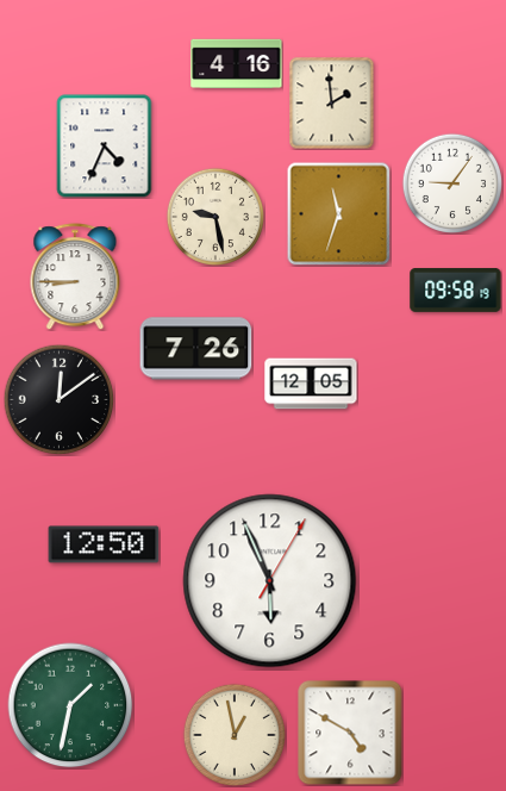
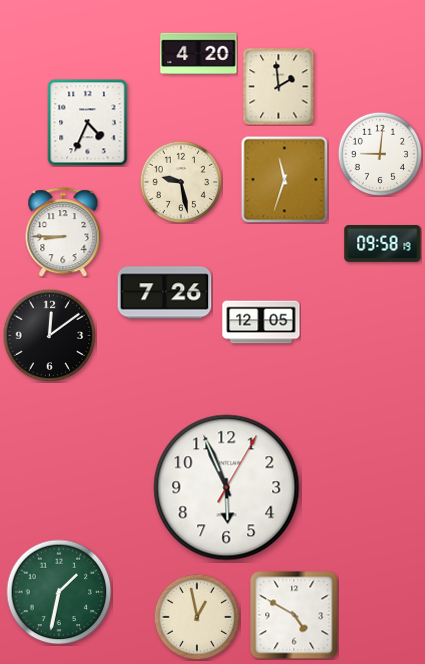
clock at (237, 63): 4:16 -> 4:20
clock at (451, 182): 9:06 -> 9:01
clock at (104, 544): 12:50 -> none
